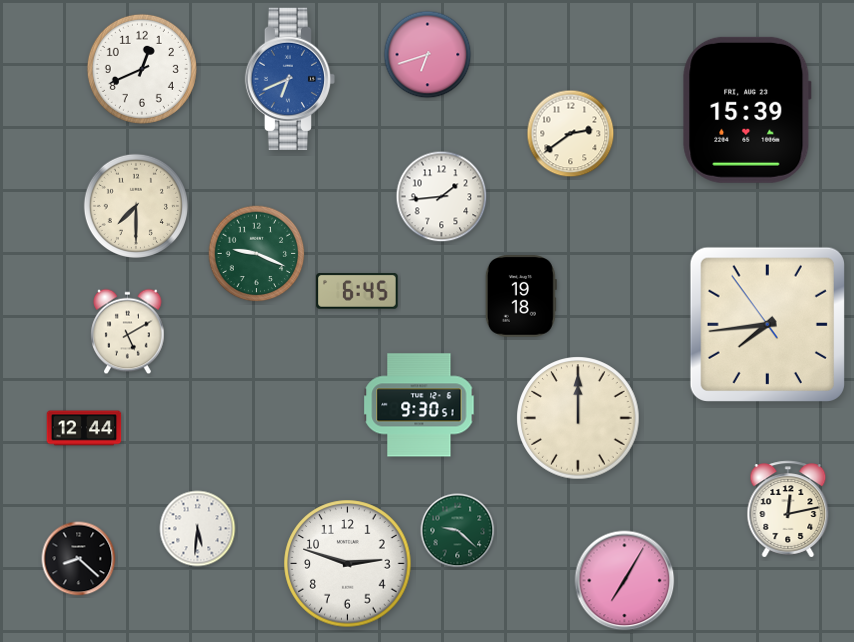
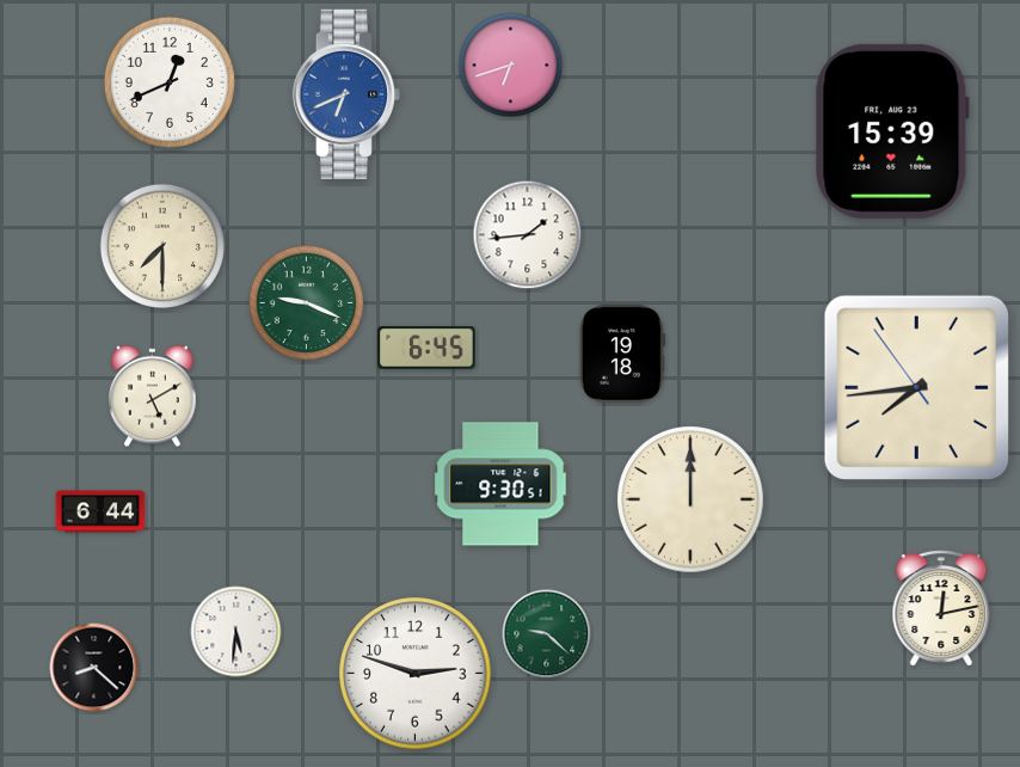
clock at (571, 134): 2:39 -> none
clock at (84, 428): 12:44 -> 6:44
clock at (625, 581): 7:05 -> none
